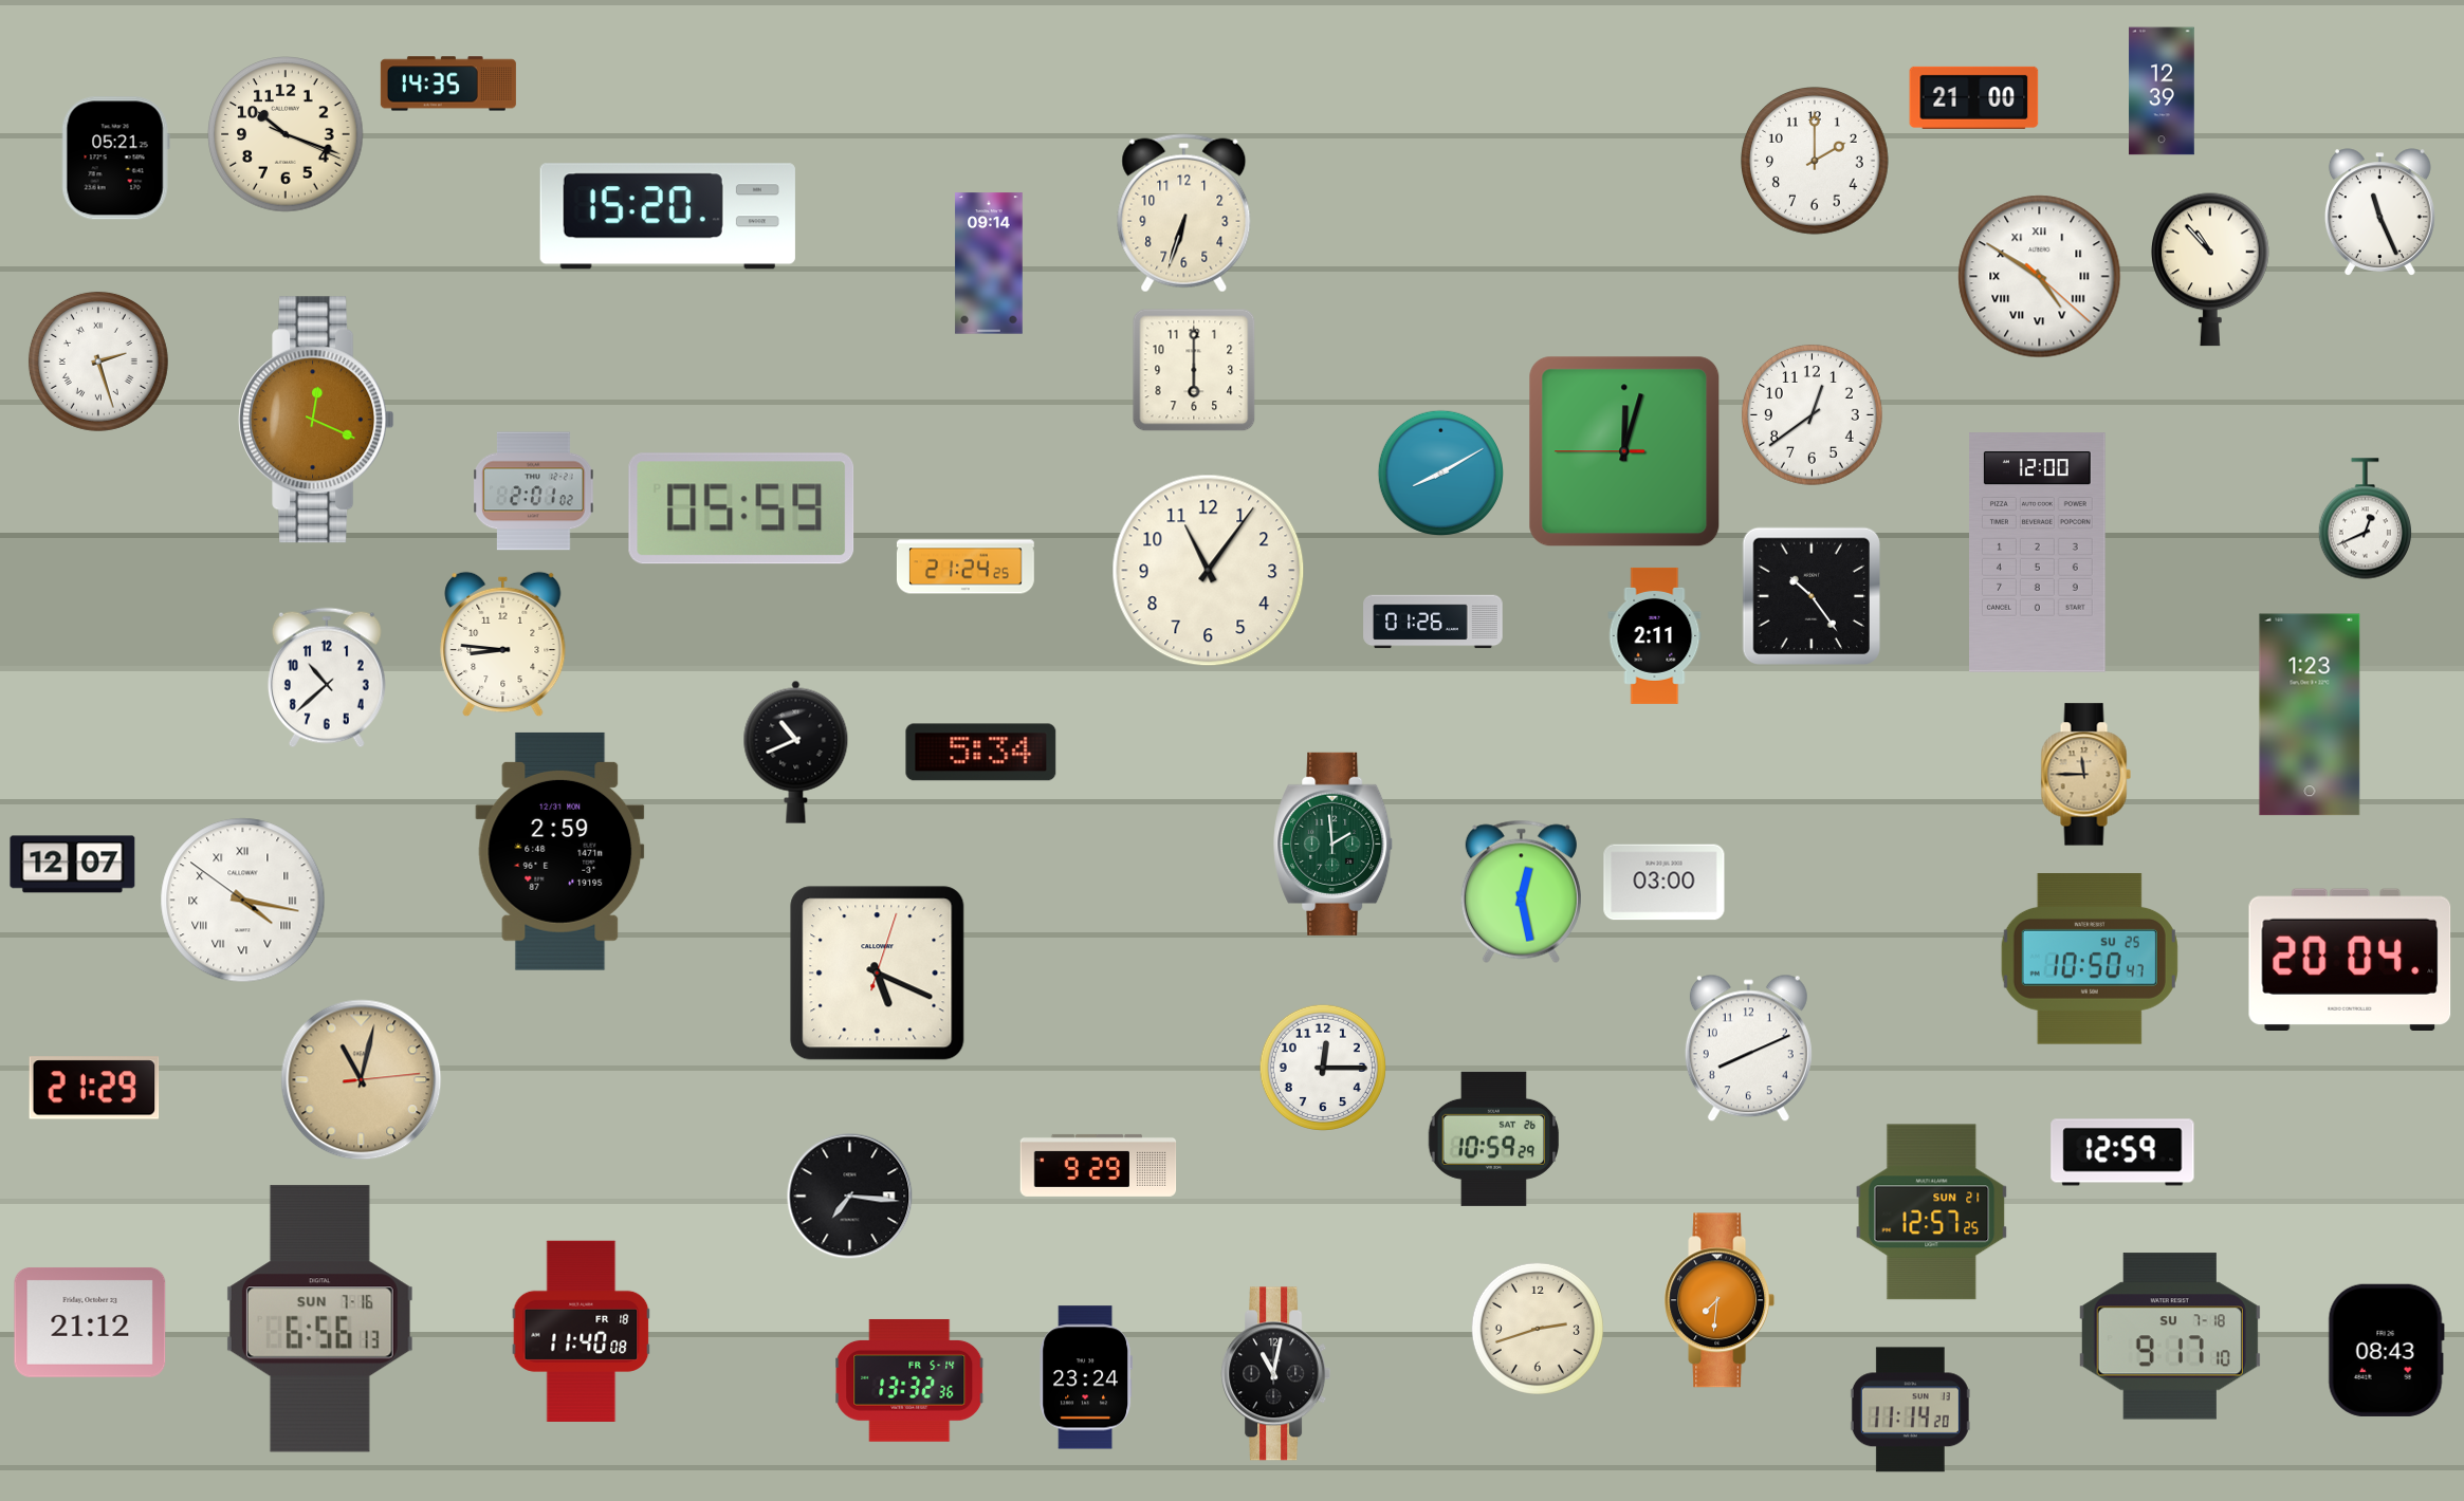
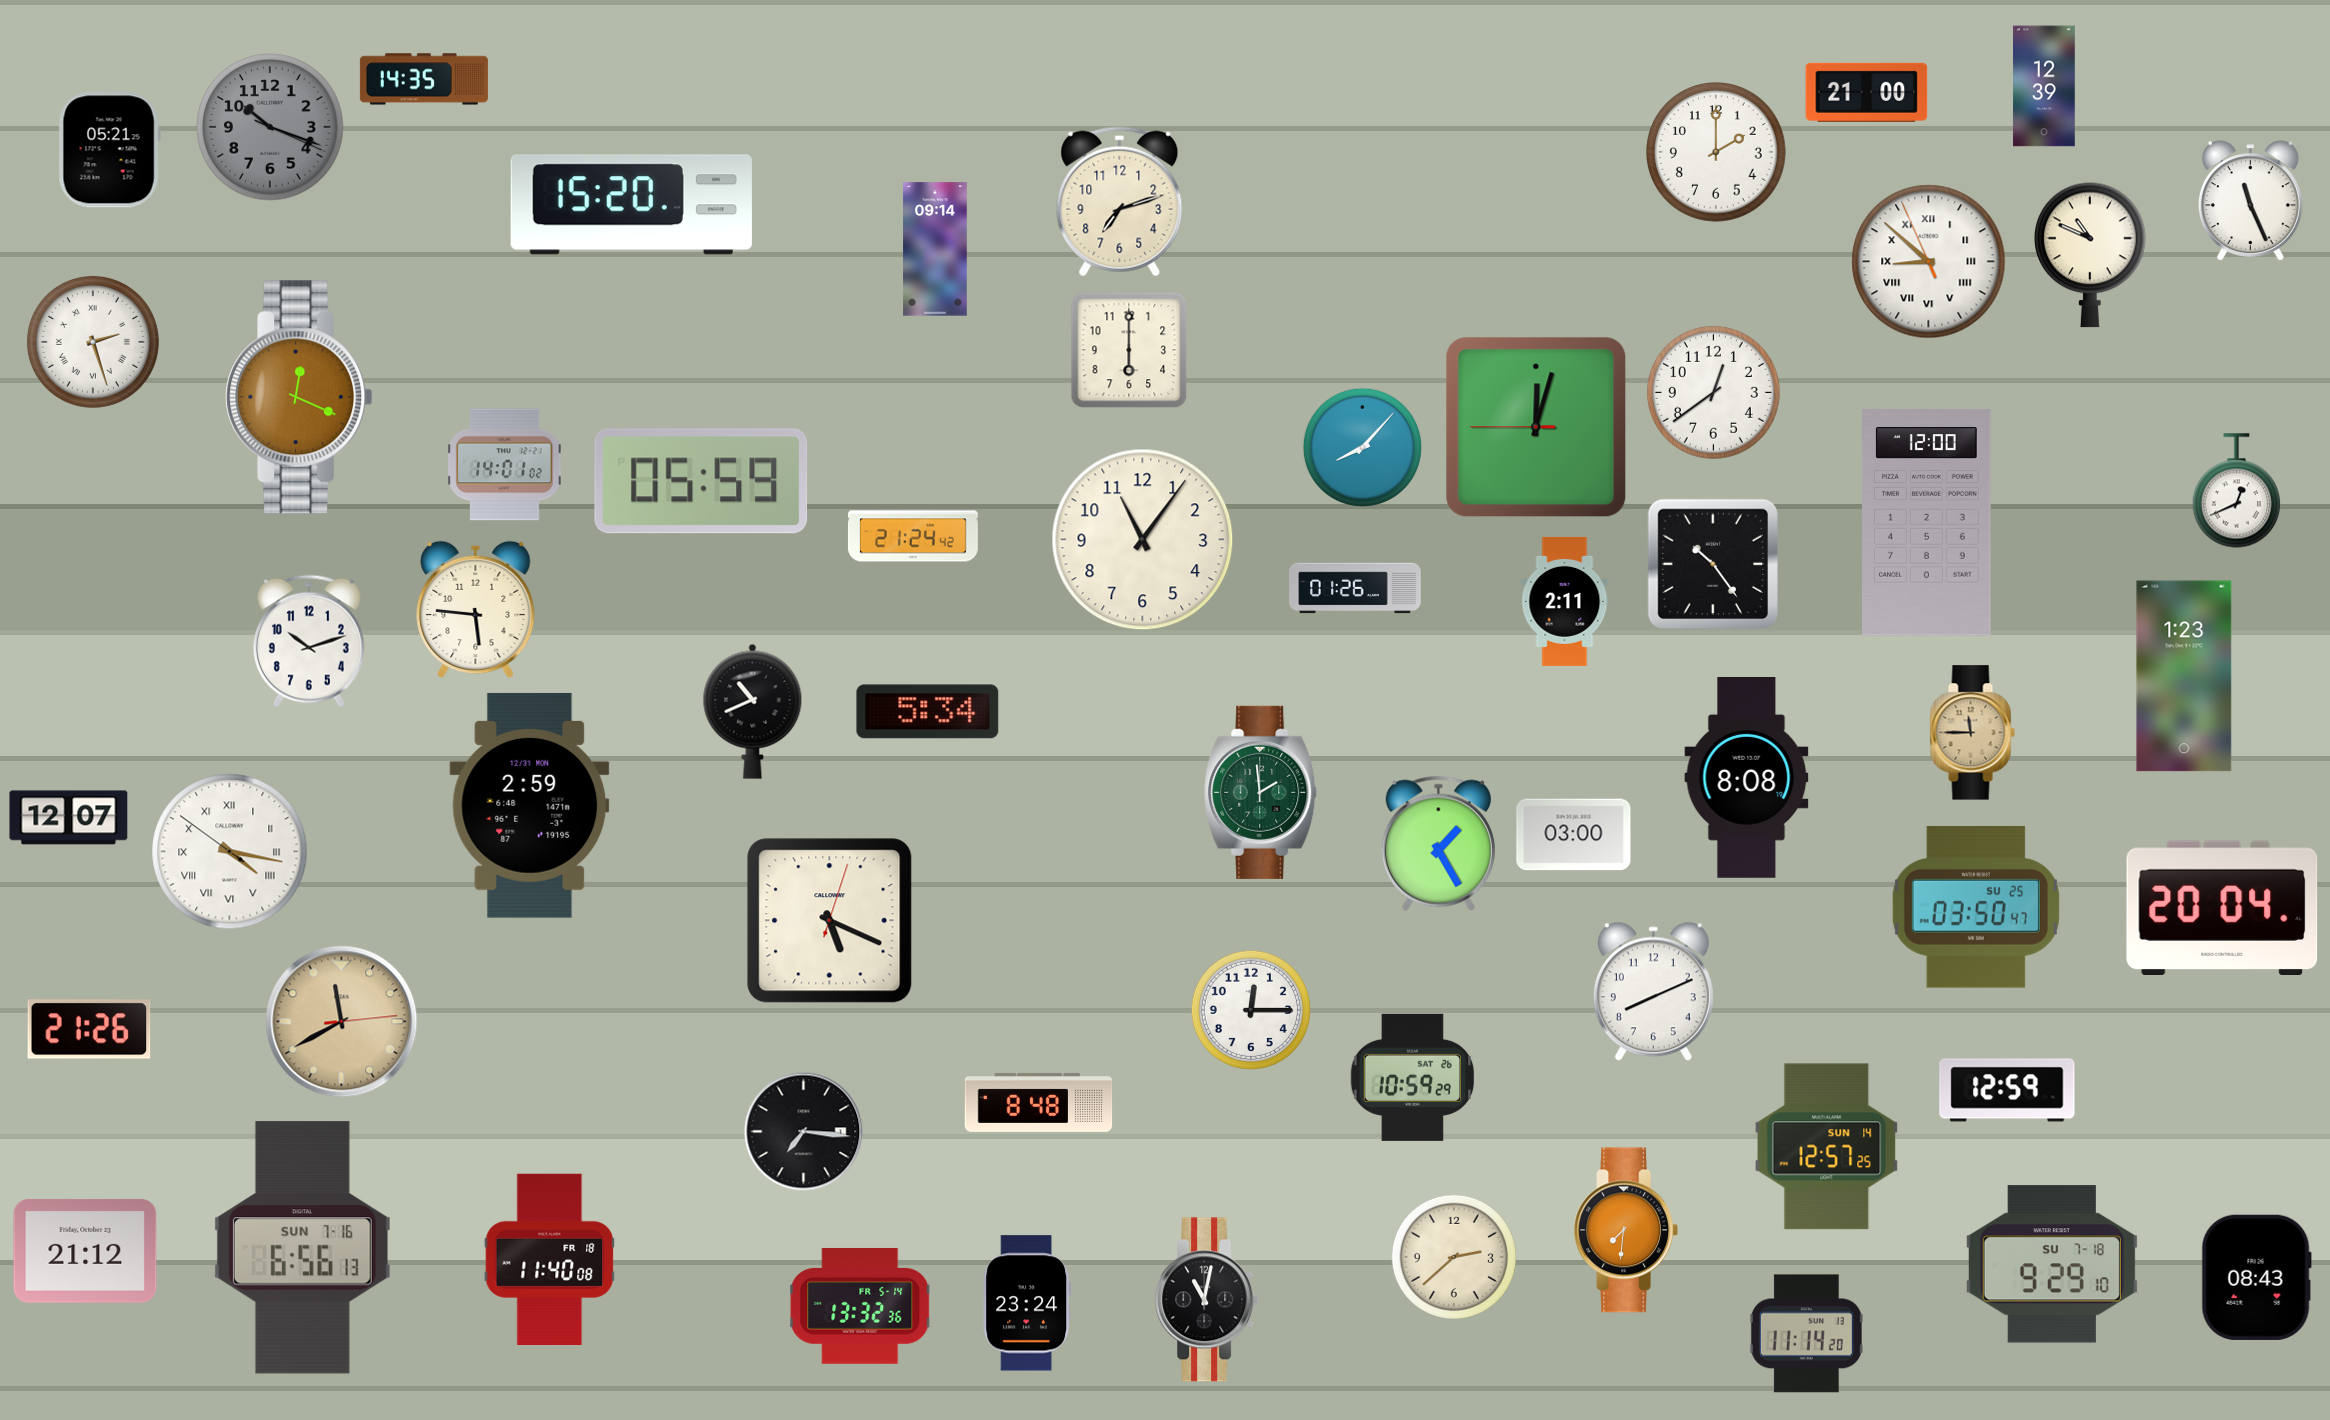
clock at (286, 134) dial: cream -> grey
clock at (1184, 214): 6:33 -> 7:12
clock at (2211, 270): 10:53 -> 10:49
clock at (2040, 277): 4:50 -> 8:51
clock at (1440, 472): 8:10 -> 8:07
clock at (534, 492): 2:01 -> 14:01
clock at (966, 567): 21:24:25 -> 21:24:42
clock at (503, 645): 8:46 -> 5:46
clock at (327, 678): 10:38 -> 10:12
clock at (1747, 778): none -> 8:08
clock at (1334, 844) position: (1334, 844) -> (1261, 792)
clock at (1521, 891): 12:28 -> 1:25
clock at (2090, 960): 10:50 -> 03:50
clock at (362, 1080): 11:02 -> 11:40
clock at (94, 1088): 21:29 -> 21:26
clock at (1099, 1165): 9:29 -> 8:48
clock at (1932, 1212) date: SUN 21 -> SUN 14
clock at (1538, 1329): 2:42 -> 2:38
clock at (2170, 1336): 9:17 -> 9:29
